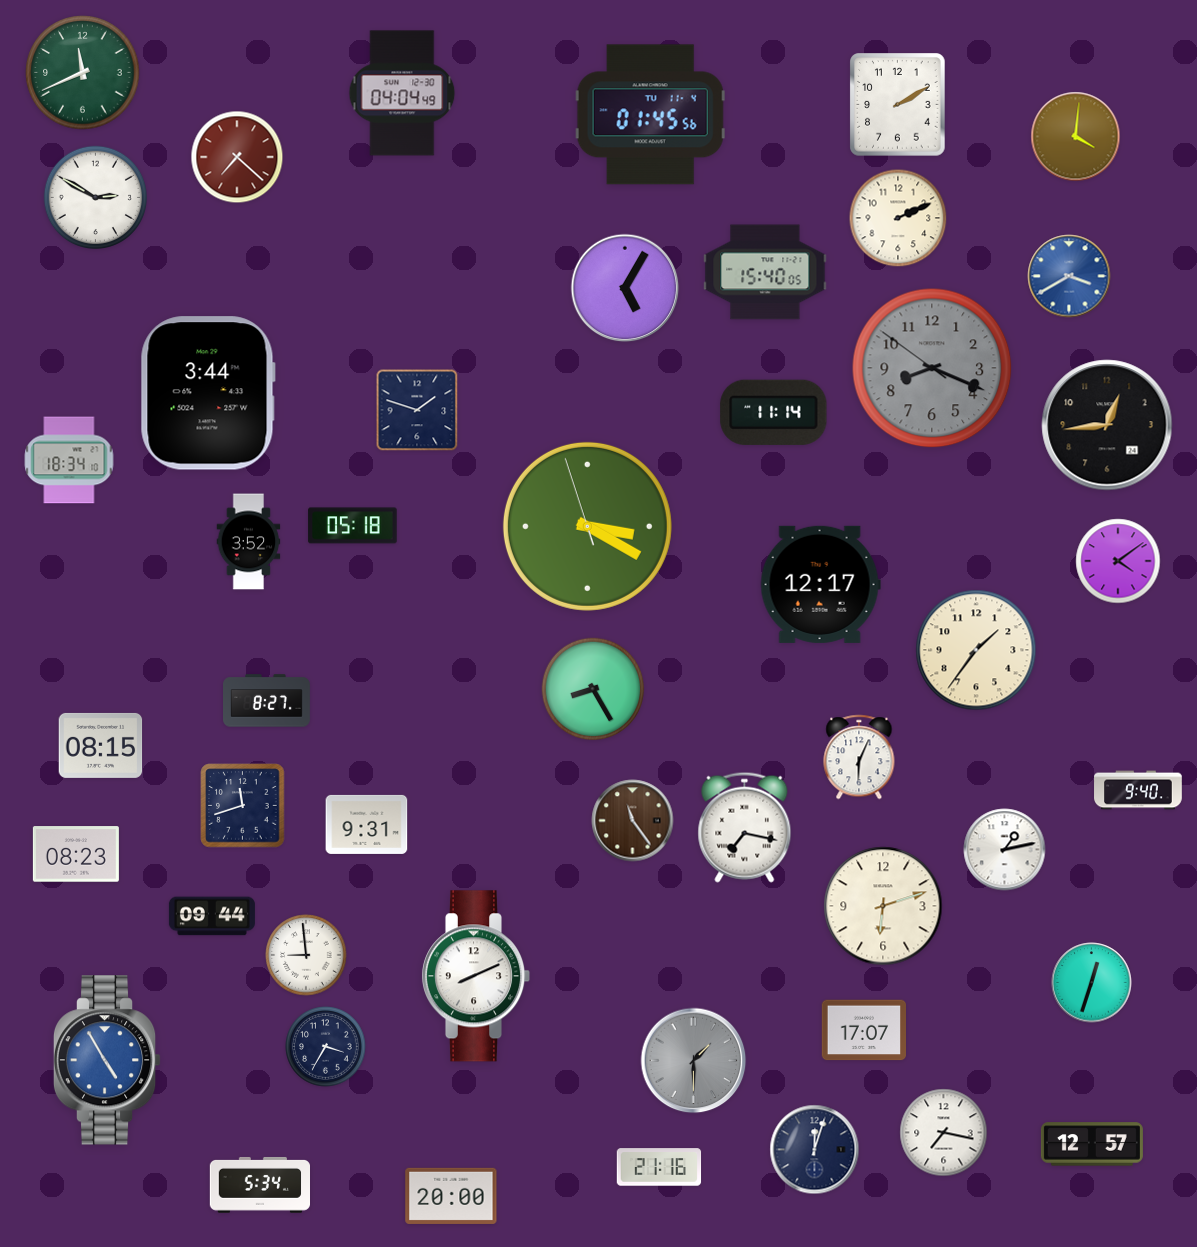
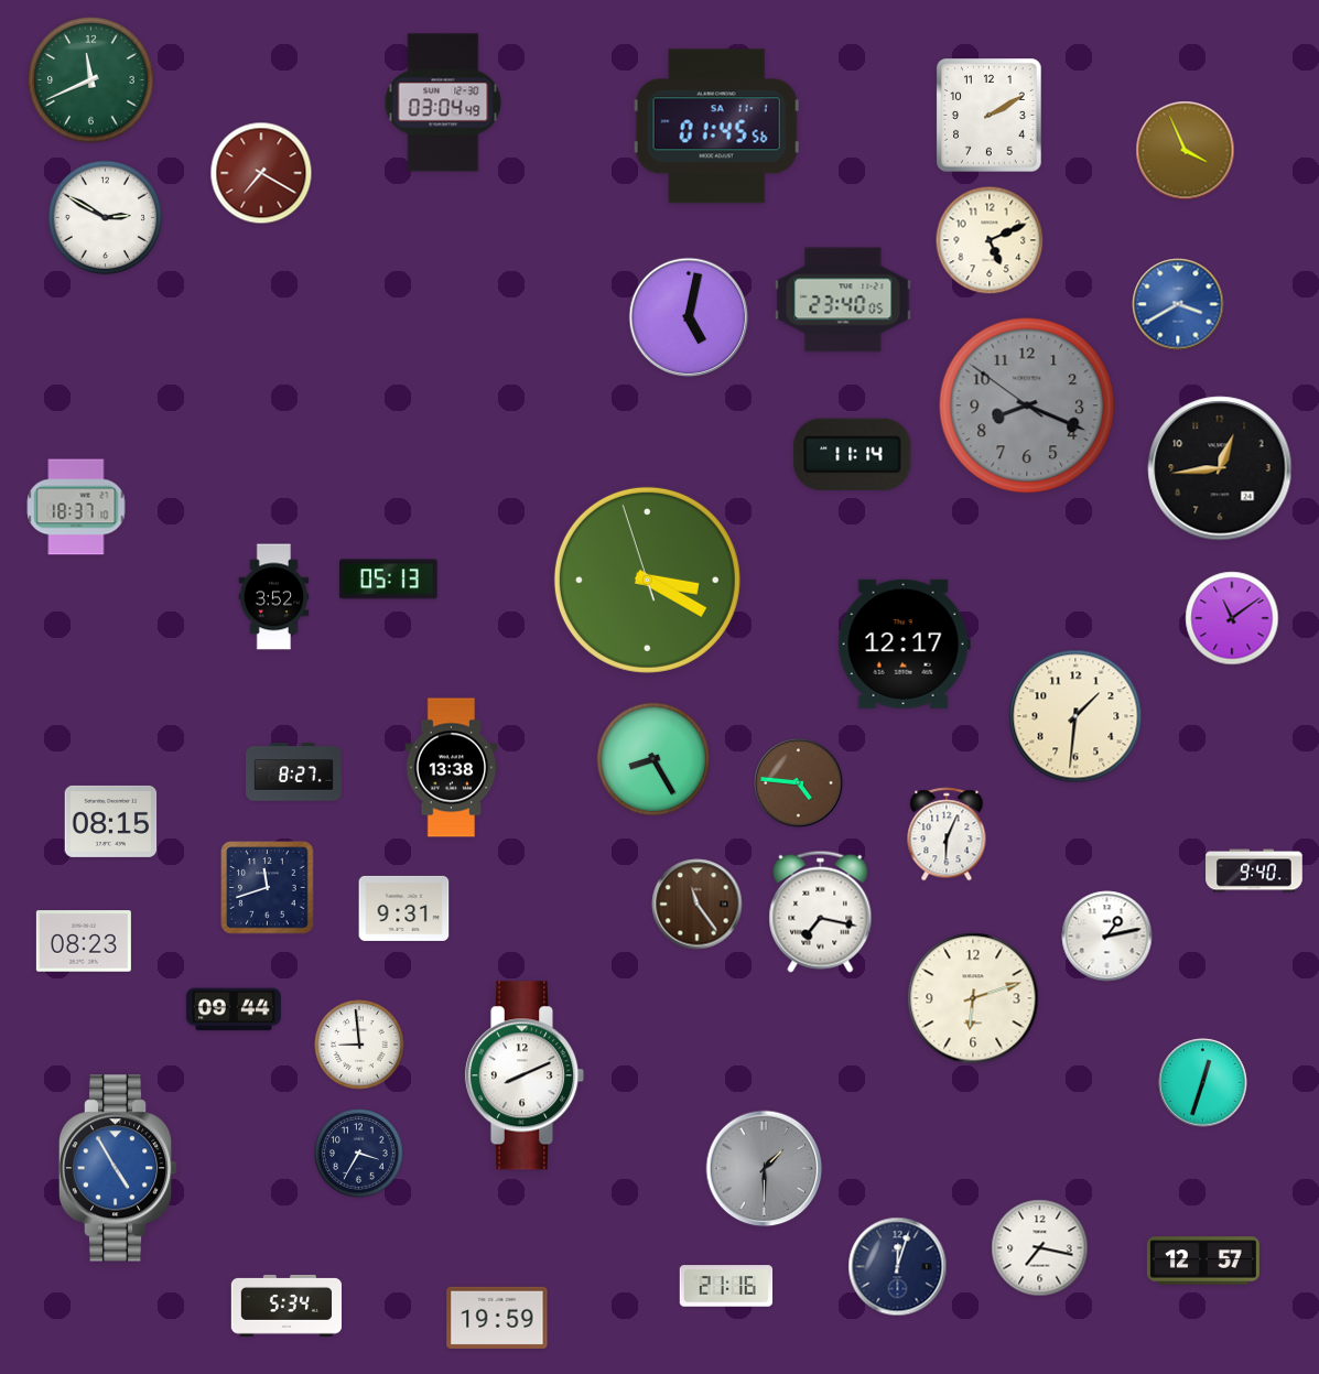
clock at (402, 93): 04:04 -> 03:04
clock at (650, 115) date: TU 11-4 -> SA 11-1
clock at (1076, 137): 4:01 -> 3:56
clock at (237, 157): 7:22 -> 7:20
clock at (898, 218): 2:11 -> 5:11
clock at (765, 272): 15:40 -> 23:40
clock at (625, 288): 5:05 -> 5:02
clock at (208, 393): 3:44 -> none
clock at (417, 410): 1:48 -> none
clock at (69, 460): 18:34 -> 18:37
clock at (353, 526): 05:18 -> 05:13
clock at (1118, 561): 4:09 -> 11:09
clock at (976, 650): 1:36 -> 1:31
clock at (452, 768): none -> 13:38
clock at (799, 783): none -> 4:46
clock at (306, 955) position: (306, 955) -> (359, 1045)
clock at (863, 1030): 17:07 -> none
clock at (451, 1196): 20:00 -> 19:59
